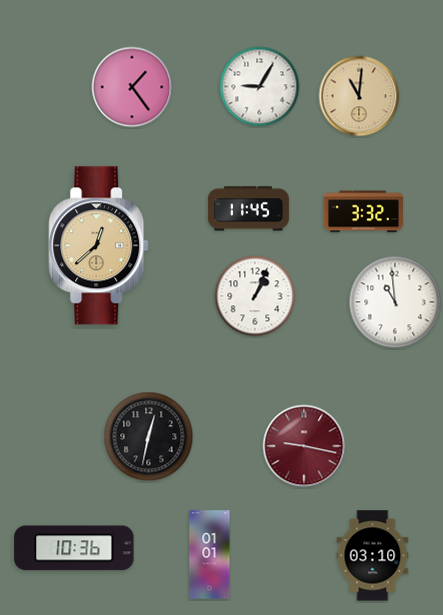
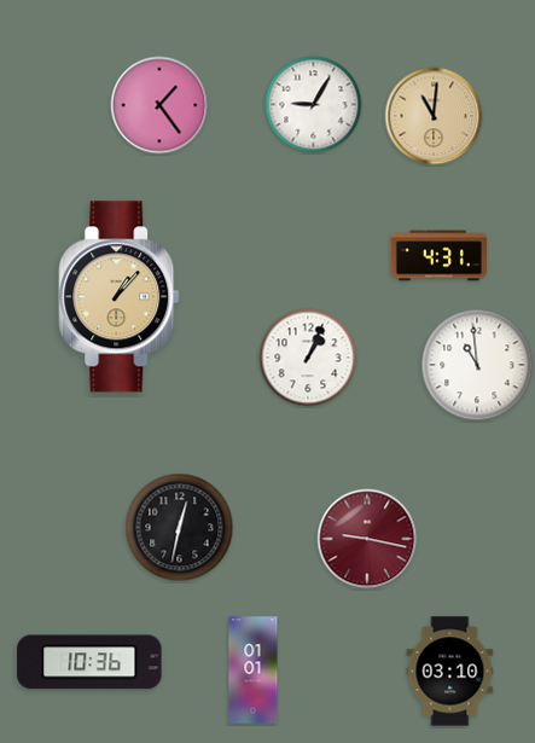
clock at (248, 209): 11:45 -> none
clock at (363, 212): 3:32 -> 4:31
clock at (99, 246): 12:38 -> 1:07
